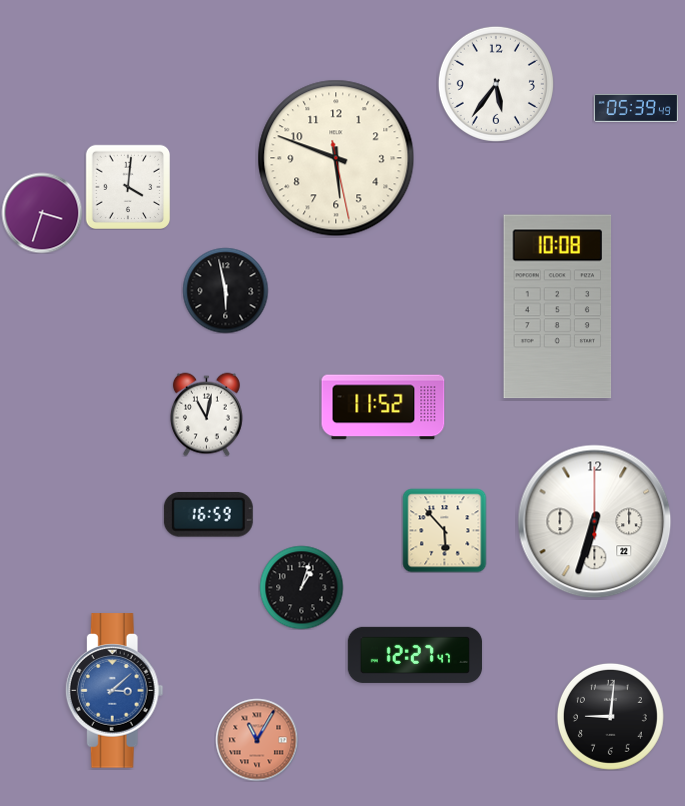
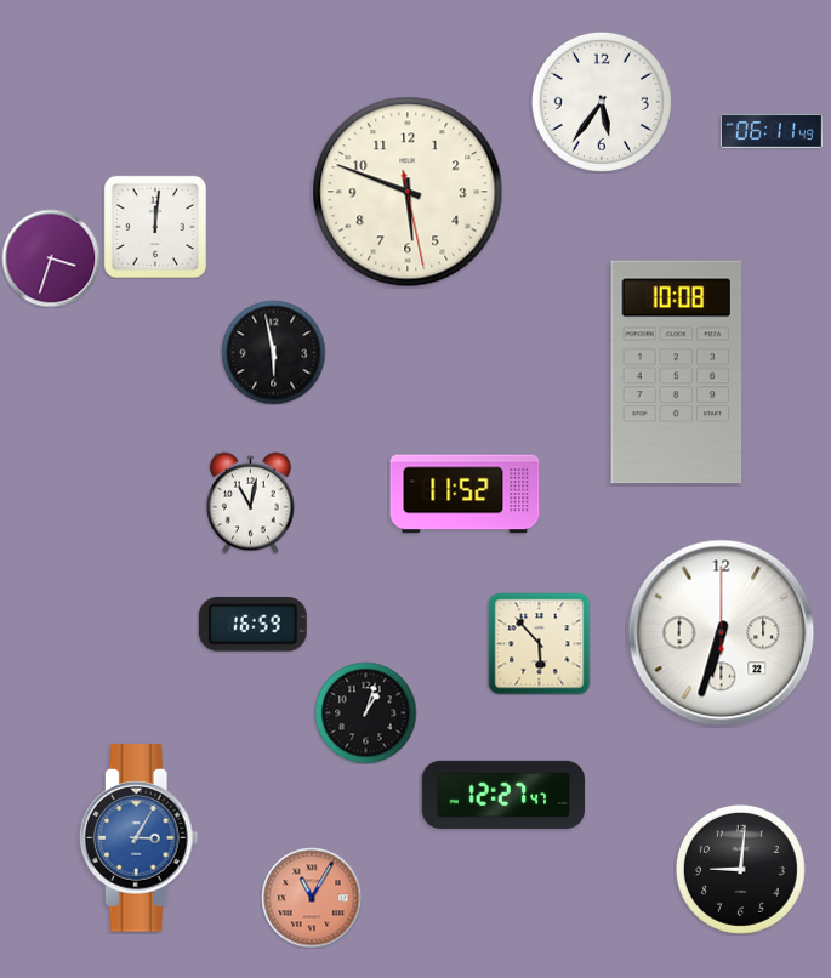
clock at (636, 108): 05:39 -> 06:11
clock at (128, 187): 4:01 -> 12:01
clock at (114, 691): 3:08 -> 3:05
